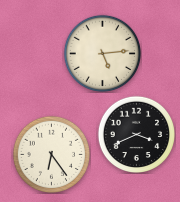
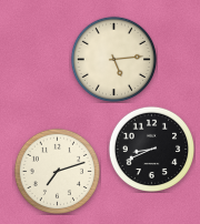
clock at (136, 134): 3:41 -> 8:41
clock at (51, 154): 6:24 -> 7:12
